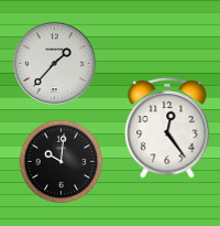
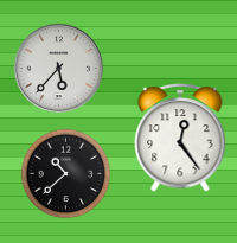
clock at (54, 63): 1:37 -> 5:37
clock at (62, 162): 10:01 -> 10:38
